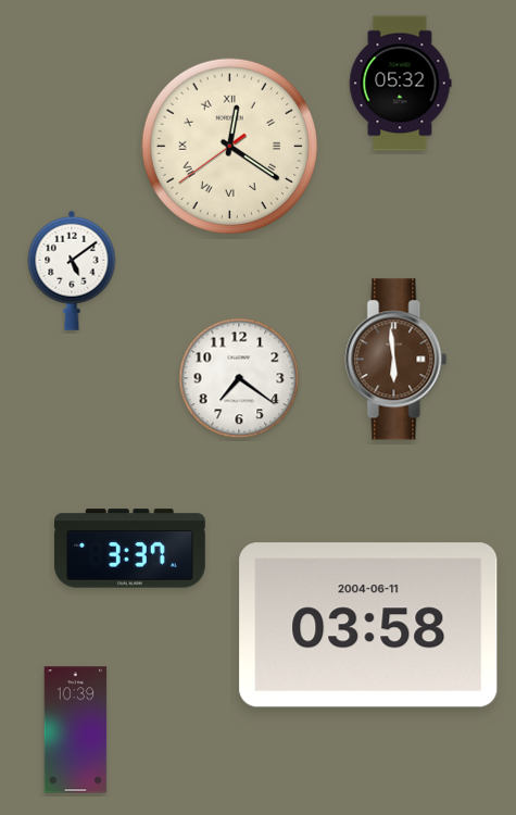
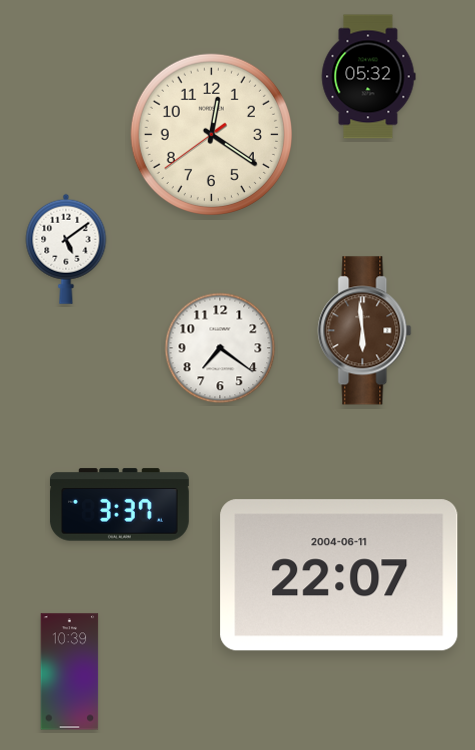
clock at (229, 146) numerals: Roman -> Arabic
clock at (368, 625): 03:58 -> 22:07
